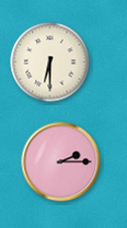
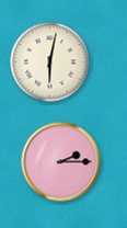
clock at (50, 62): 6:30 -> 6:02
